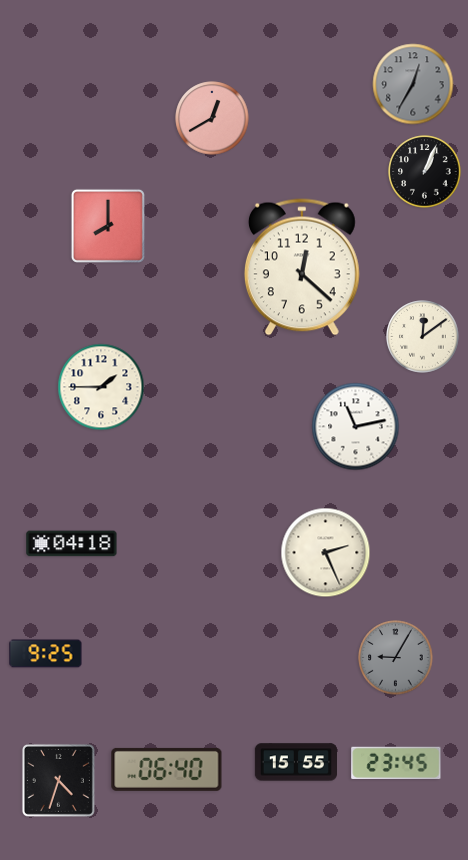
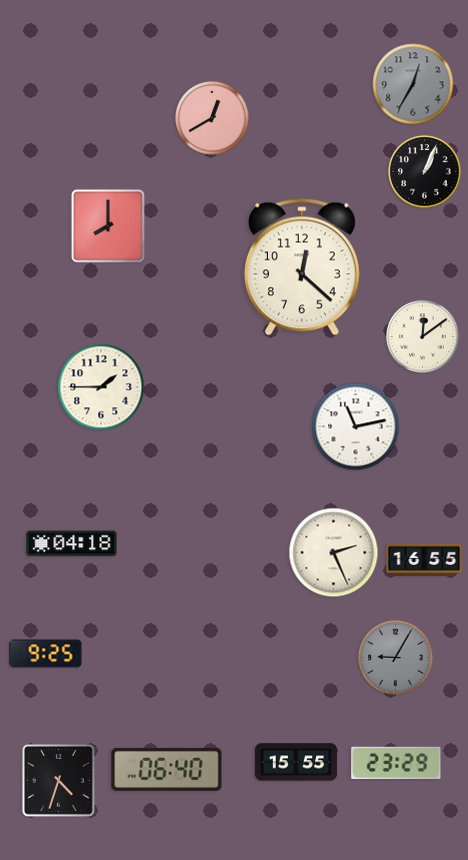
clock at (326, 553) position: (326, 553) -> (334, 553)
clock at (424, 559): none -> 16:55
clock at (396, 762): 23:45 -> 23:29
